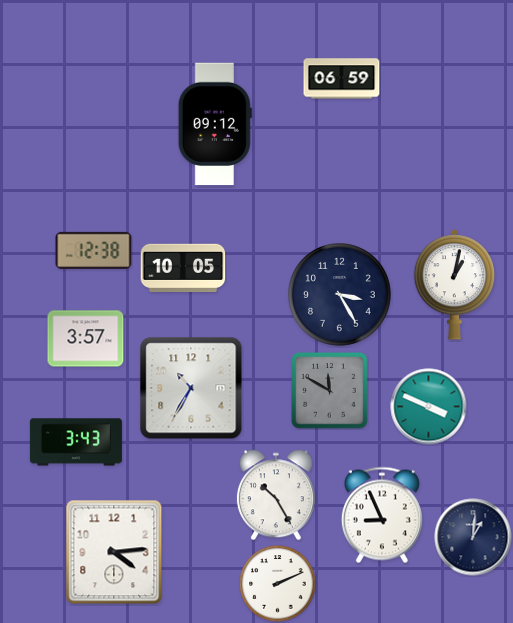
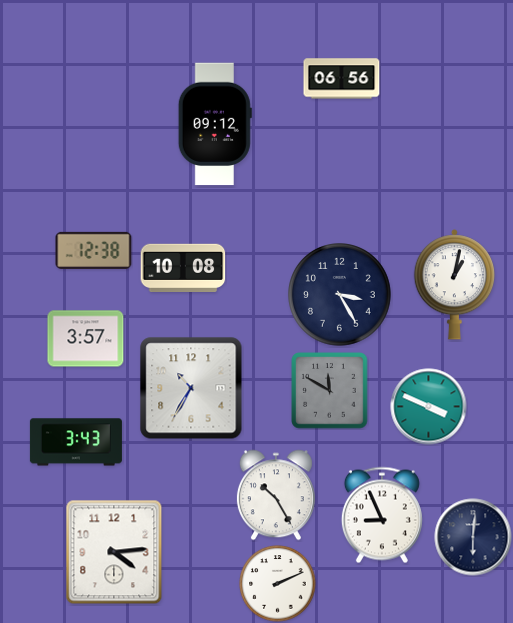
clock at (342, 79): 06:59 -> 06:56
clock at (183, 267): 10:05 -> 10:08
clock at (473, 537): 1:01 -> 6:01
